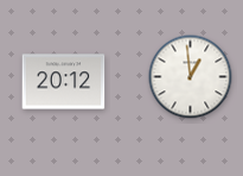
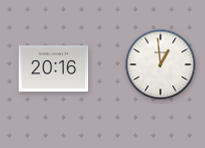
clock at (64, 82): 20:12 -> 20:16
